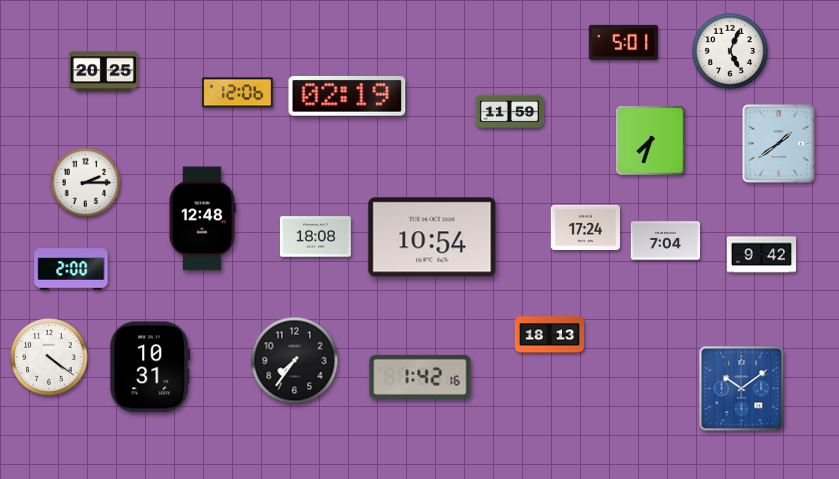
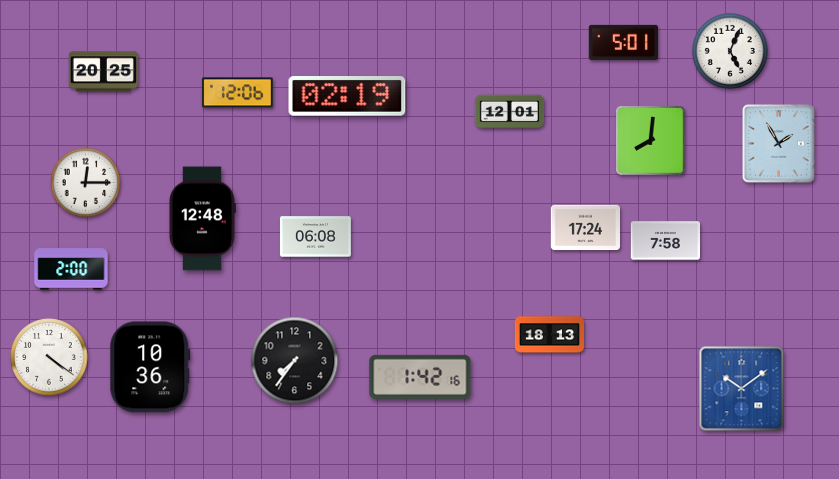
clock at (510, 112): 11:59 -> 12:01
clock at (651, 141): 7:33 -> 8:01
clock at (779, 144): 1:39 -> 1:55
clock at (86, 183): 2:15 -> 12:15
clock at (315, 237): 18:08 -> 06:08
clock at (432, 237): 10:54 -> none
clock at (665, 241): 7:04 -> 7:58
clock at (762, 255): 9:42 -> none
clock at (150, 367): 10:31 -> 10:36
